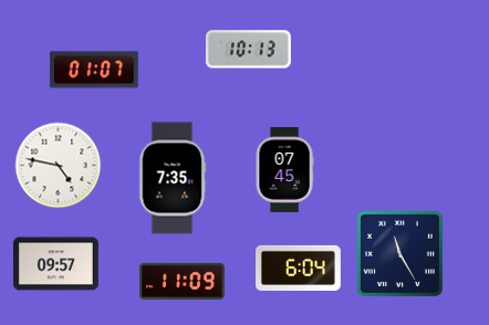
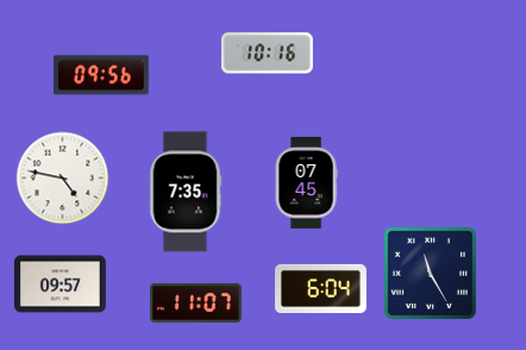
clock at (248, 50): 10:13 -> 10:16
clock at (94, 70): 01:07 -> 09:56
clock at (183, 281): 11:09 -> 11:07
